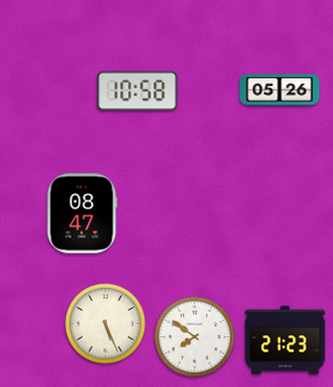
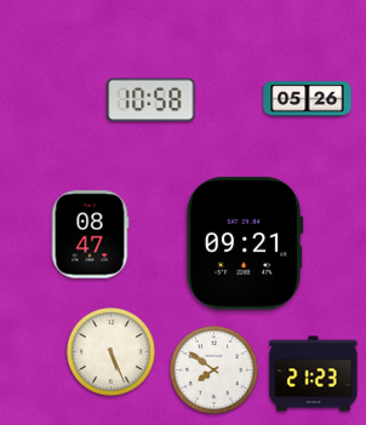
clock at (245, 243): none -> 09:21
clock at (105, 323) position: (105, 323) -> (110, 351)
